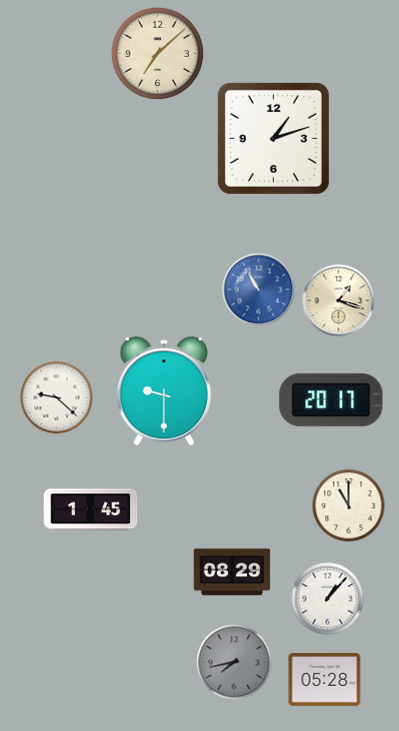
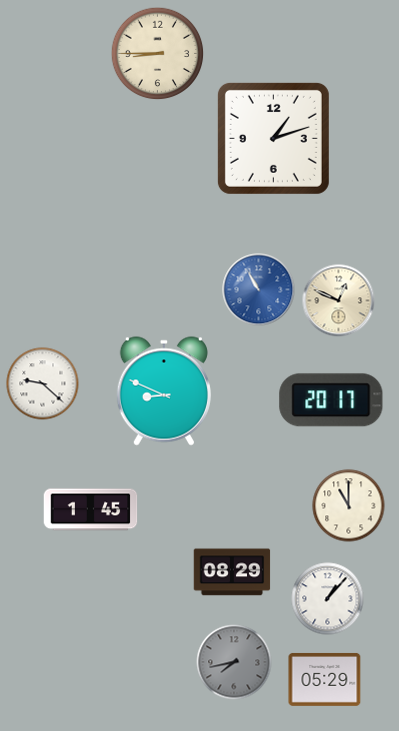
clock at (158, 54): 7:08 -> 8:45
clock at (339, 301): 1:18 -> 12:49
clock at (164, 391): 9:30 -> 8:49
clock at (57, 398) position: (57, 398) -> (43, 384)
clock at (325, 679): 05:28 -> 05:29
